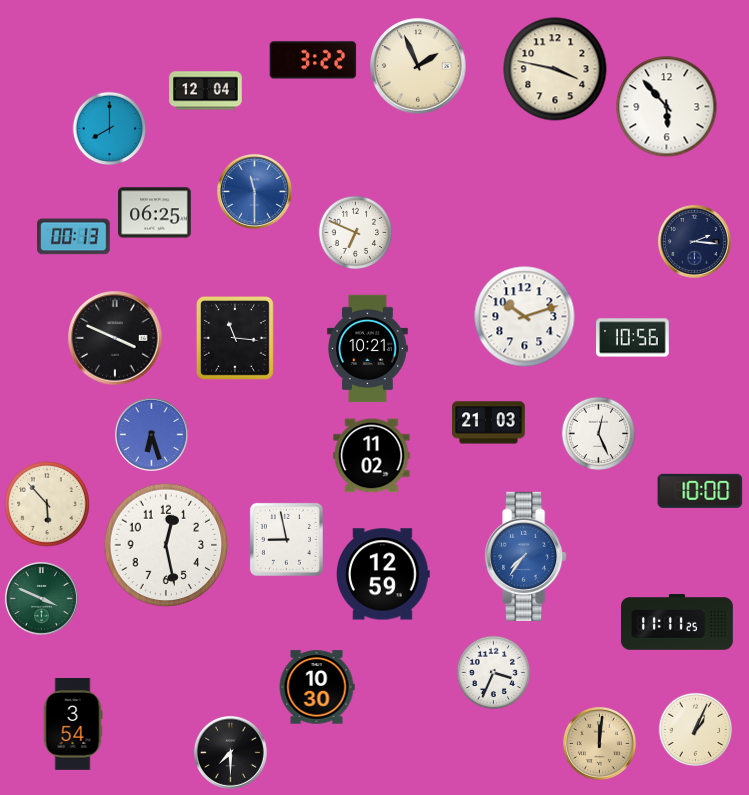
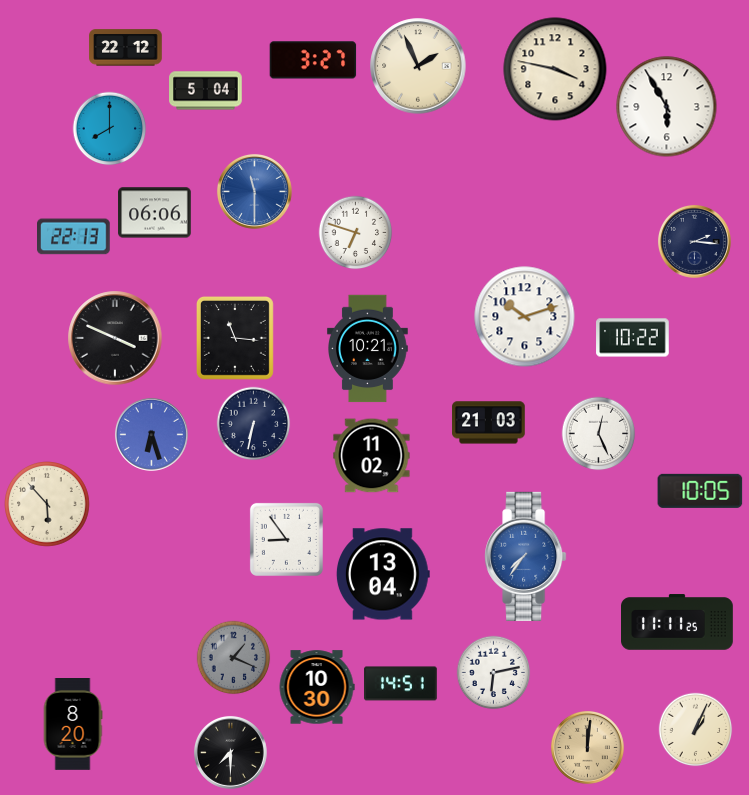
clock at (126, 48): none -> 22:12
clock at (313, 60): 3:22 -> 3:27
clock at (206, 91): 12:04 -> 5:04
clock at (667, 107): 5:53 -> 5:55
clock at (155, 213): 06:25 -> 06:06
clock at (356, 233): 6:49 -> 6:48
clock at (74, 237): 00:13 -> 22:13
clock at (633, 338): 10:56 -> 10:22
clock at (254, 424): none -> 6:32
clock at (700, 491): 10:00 -> 10:05
clock at (286, 539): 8:58 -> 8:54
clock at (166, 545): 12:28 -> none
clock at (383, 574): 12:59 -> 13:04
clock at (41, 598): 3:49 -> none
clock at (234, 658): none -> 1:19
clock at (494, 673): 3:34 -> 6:13
clock at (401, 684): none -> 14:51
clock at (73, 725): 3:54 -> 8:20
clock at (599, 743) position: (599, 743) -> (587, 747)
